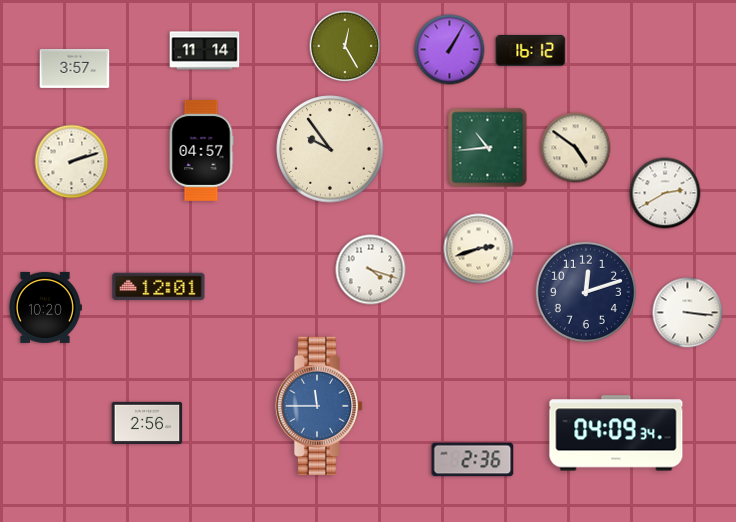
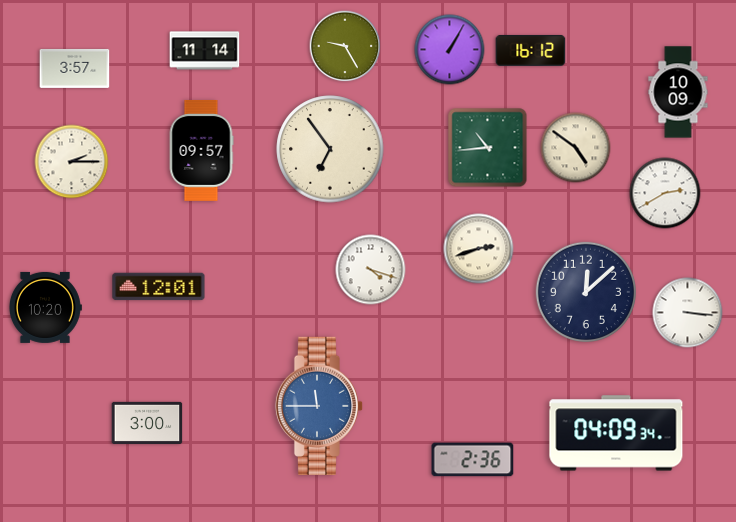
clock at (345, 46): 12:25 -> 9:25
clock at (678, 92): none -> 10:09
clock at (330, 149): 9:54 -> 6:54
clock at (201, 150): 04:57 -> 09:57
clock at (72, 162): 2:12 -> 2:15
clock at (585, 291): 12:12 -> 12:08
clock at (147, 423): 2:56 -> 3:00
